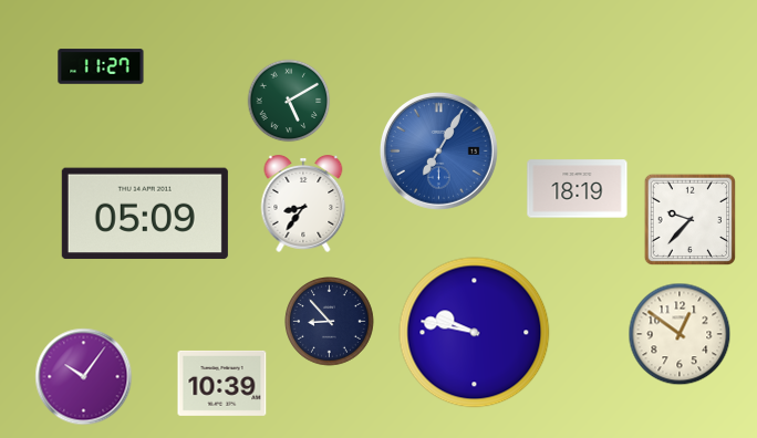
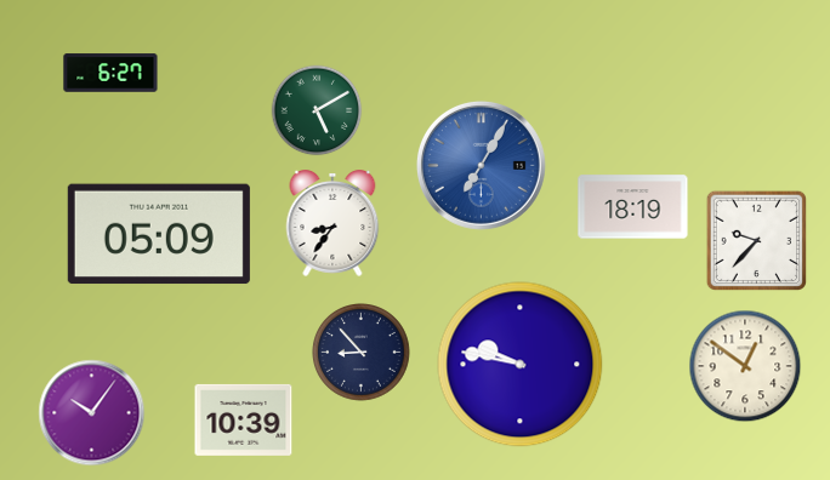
clock at (101, 66): 11:27 -> 6:27
